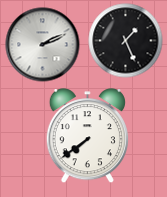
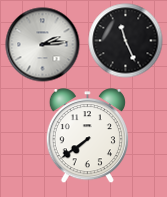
clock at (126, 41): 1:26 -> 11:26
clock at (43, 45): 2:11 -> 2:14
